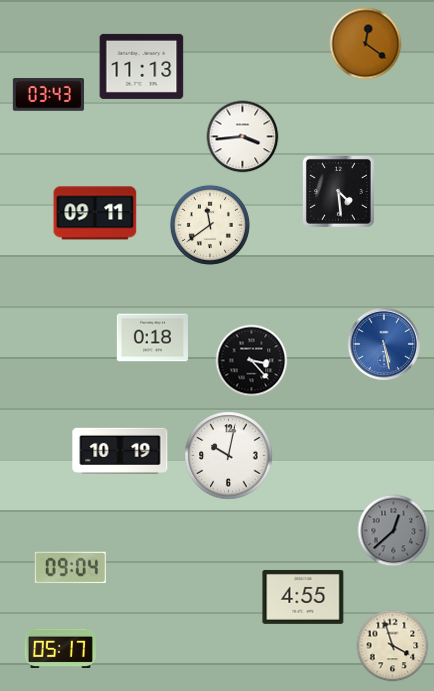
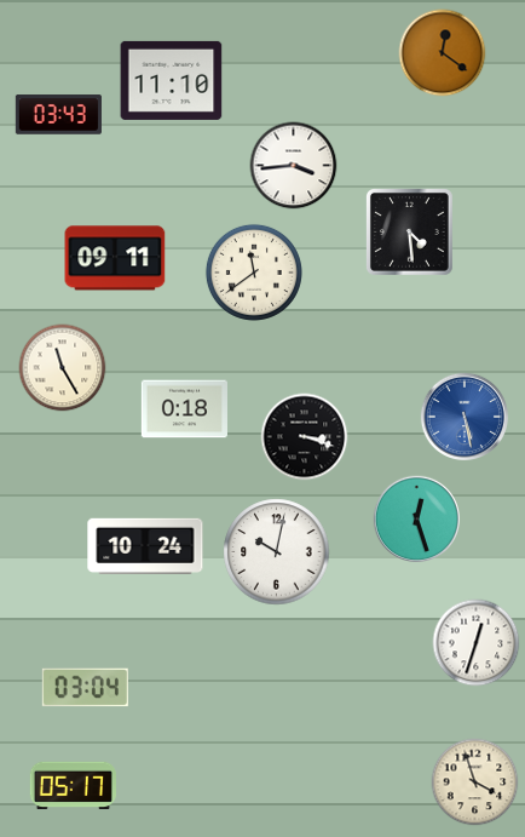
clock at (142, 66): 11:13 -> 11:10
clock at (63, 368): none -> 11:25
clock at (252, 361): 3:23 -> 3:18
clock at (416, 518): none -> 12:27
clock at (120, 450): 10:19 -> 10:24
clock at (394, 531): 12:38 -> 12:33
clock at (394, 531) dial: grey -> white
clock at (70, 568): 09:04 -> 03:04
clock at (303, 597): 4:55 -> none
